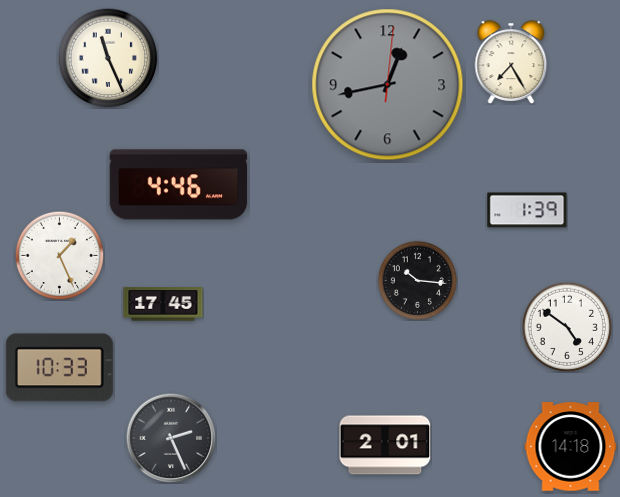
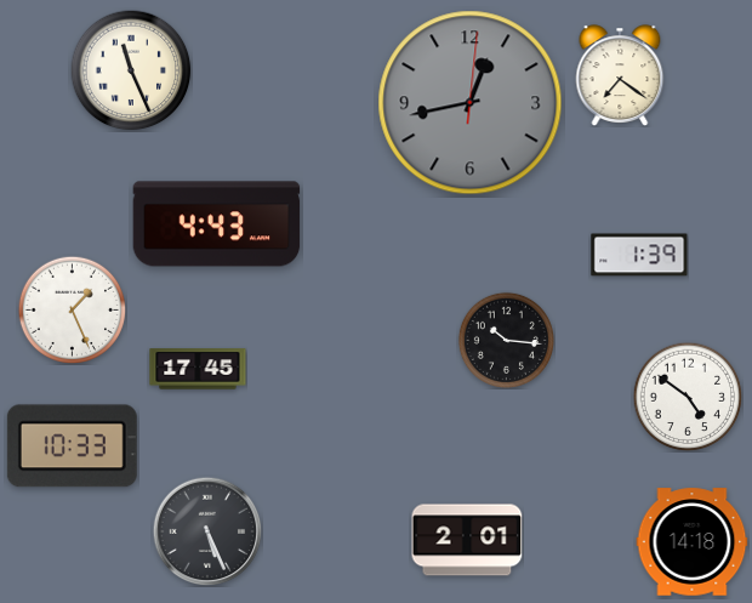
clock at (511, 62): 7:25 -> 7:21
clock at (179, 185): 4:46 -> 4:43
clock at (171, 438): 2:26 -> 5:26
